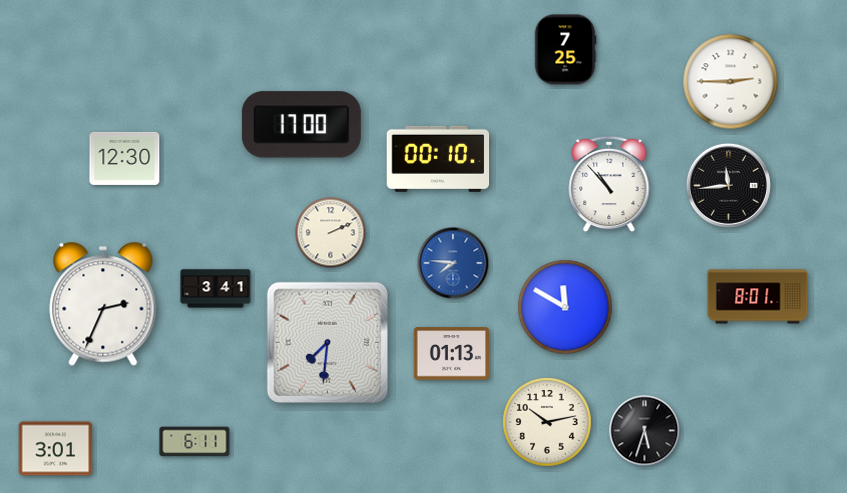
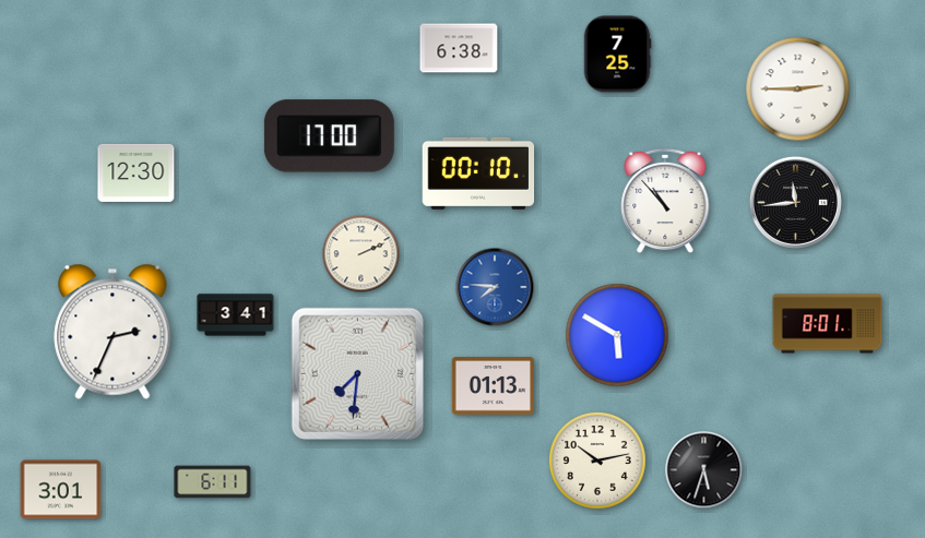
clock at (459, 48): none -> 6:38
clock at (565, 307): 11:50 -> 5:50
